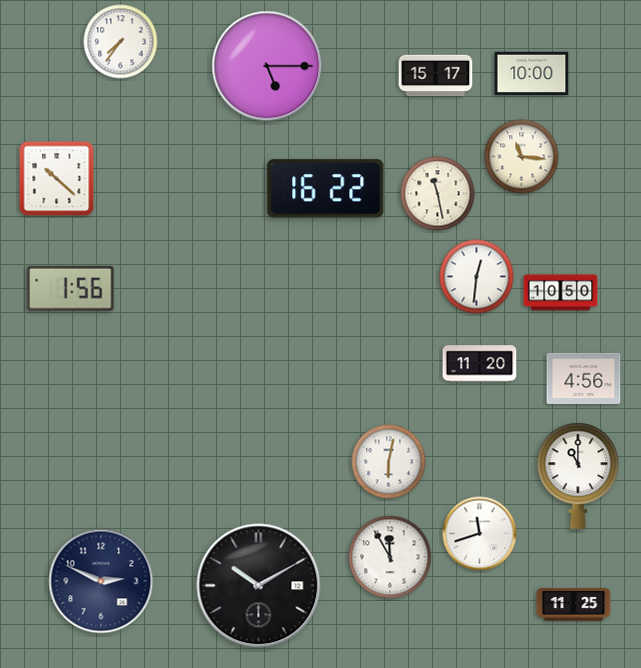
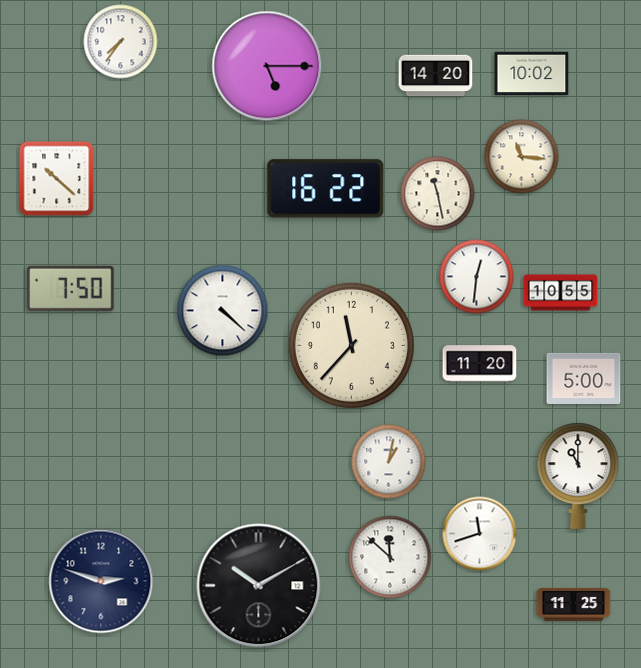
clock at (532, 73): 10:00 -> 10:02
clock at (436, 76): 15:17 -> 14:20
clock at (71, 288): 1:56 -> 7:50
clock at (561, 293): 10:50 -> 10:55
clock at (223, 311): none -> 4:22
clock at (351, 345): none -> 11:37
clock at (584, 378): 4:56 -> 5:00
clock at (389, 462): 6:02 -> 1:02
clock at (390, 557): 11:55 -> 11:52
clock at (101, 581): 2:49 -> 2:48
